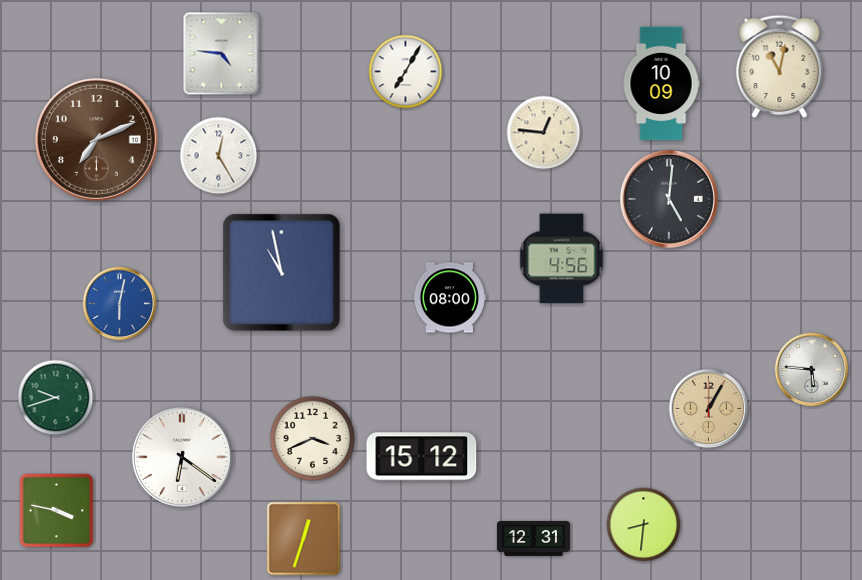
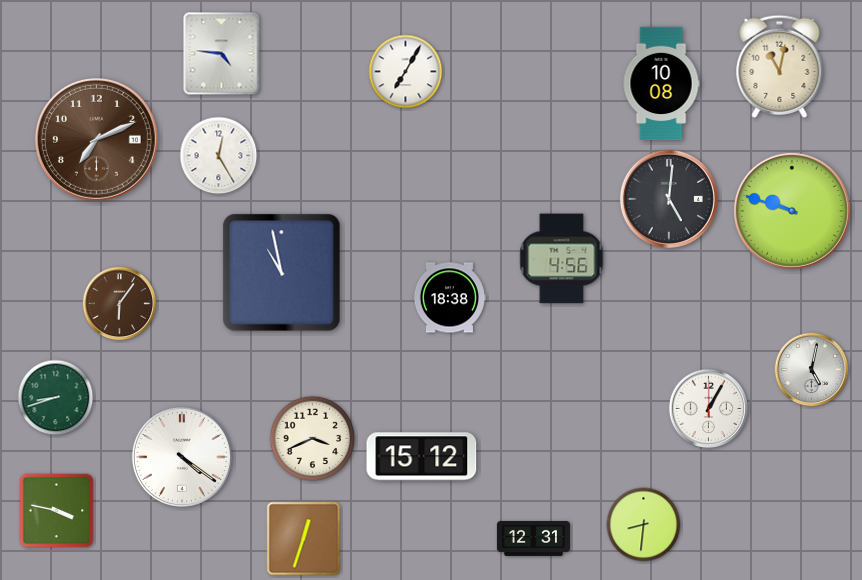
clock at (661, 84): 10:09 -> 10:08
clock at (544, 133): 12:46 -> none
clock at (792, 211): none -> 9:48
clock at (449, 298): 08:00 -> 18:38
clock at (120, 304): 6:02 -> 6:06
clock at (120, 304) dial: blue -> brown
clock at (812, 370): 5:46 -> 5:02
clock at (56, 398): 9:42 -> 8:42
clock at (709, 409) dial: champagne -> white
clock at (182, 457): 6:21 -> 4:21
